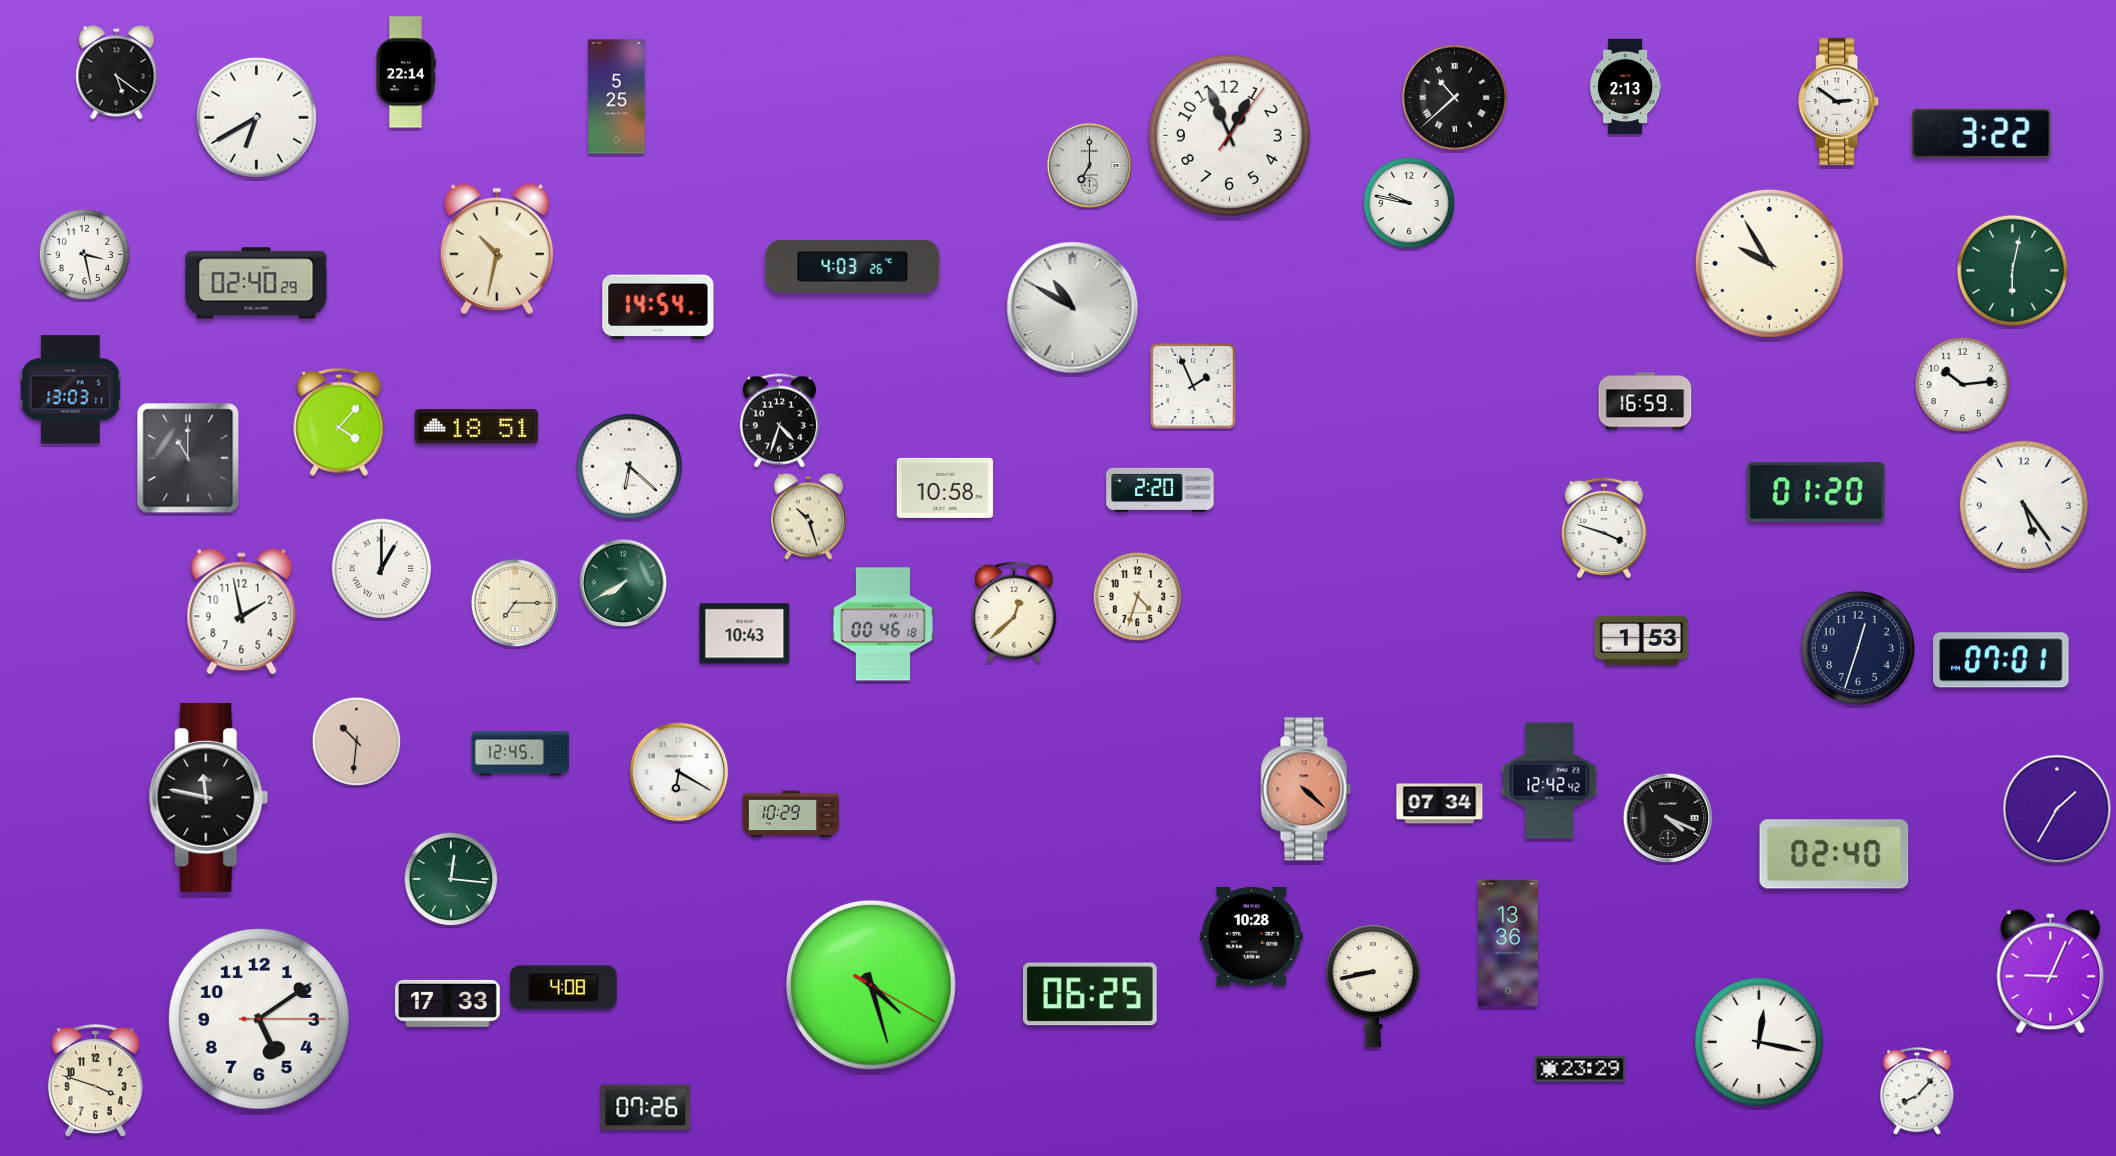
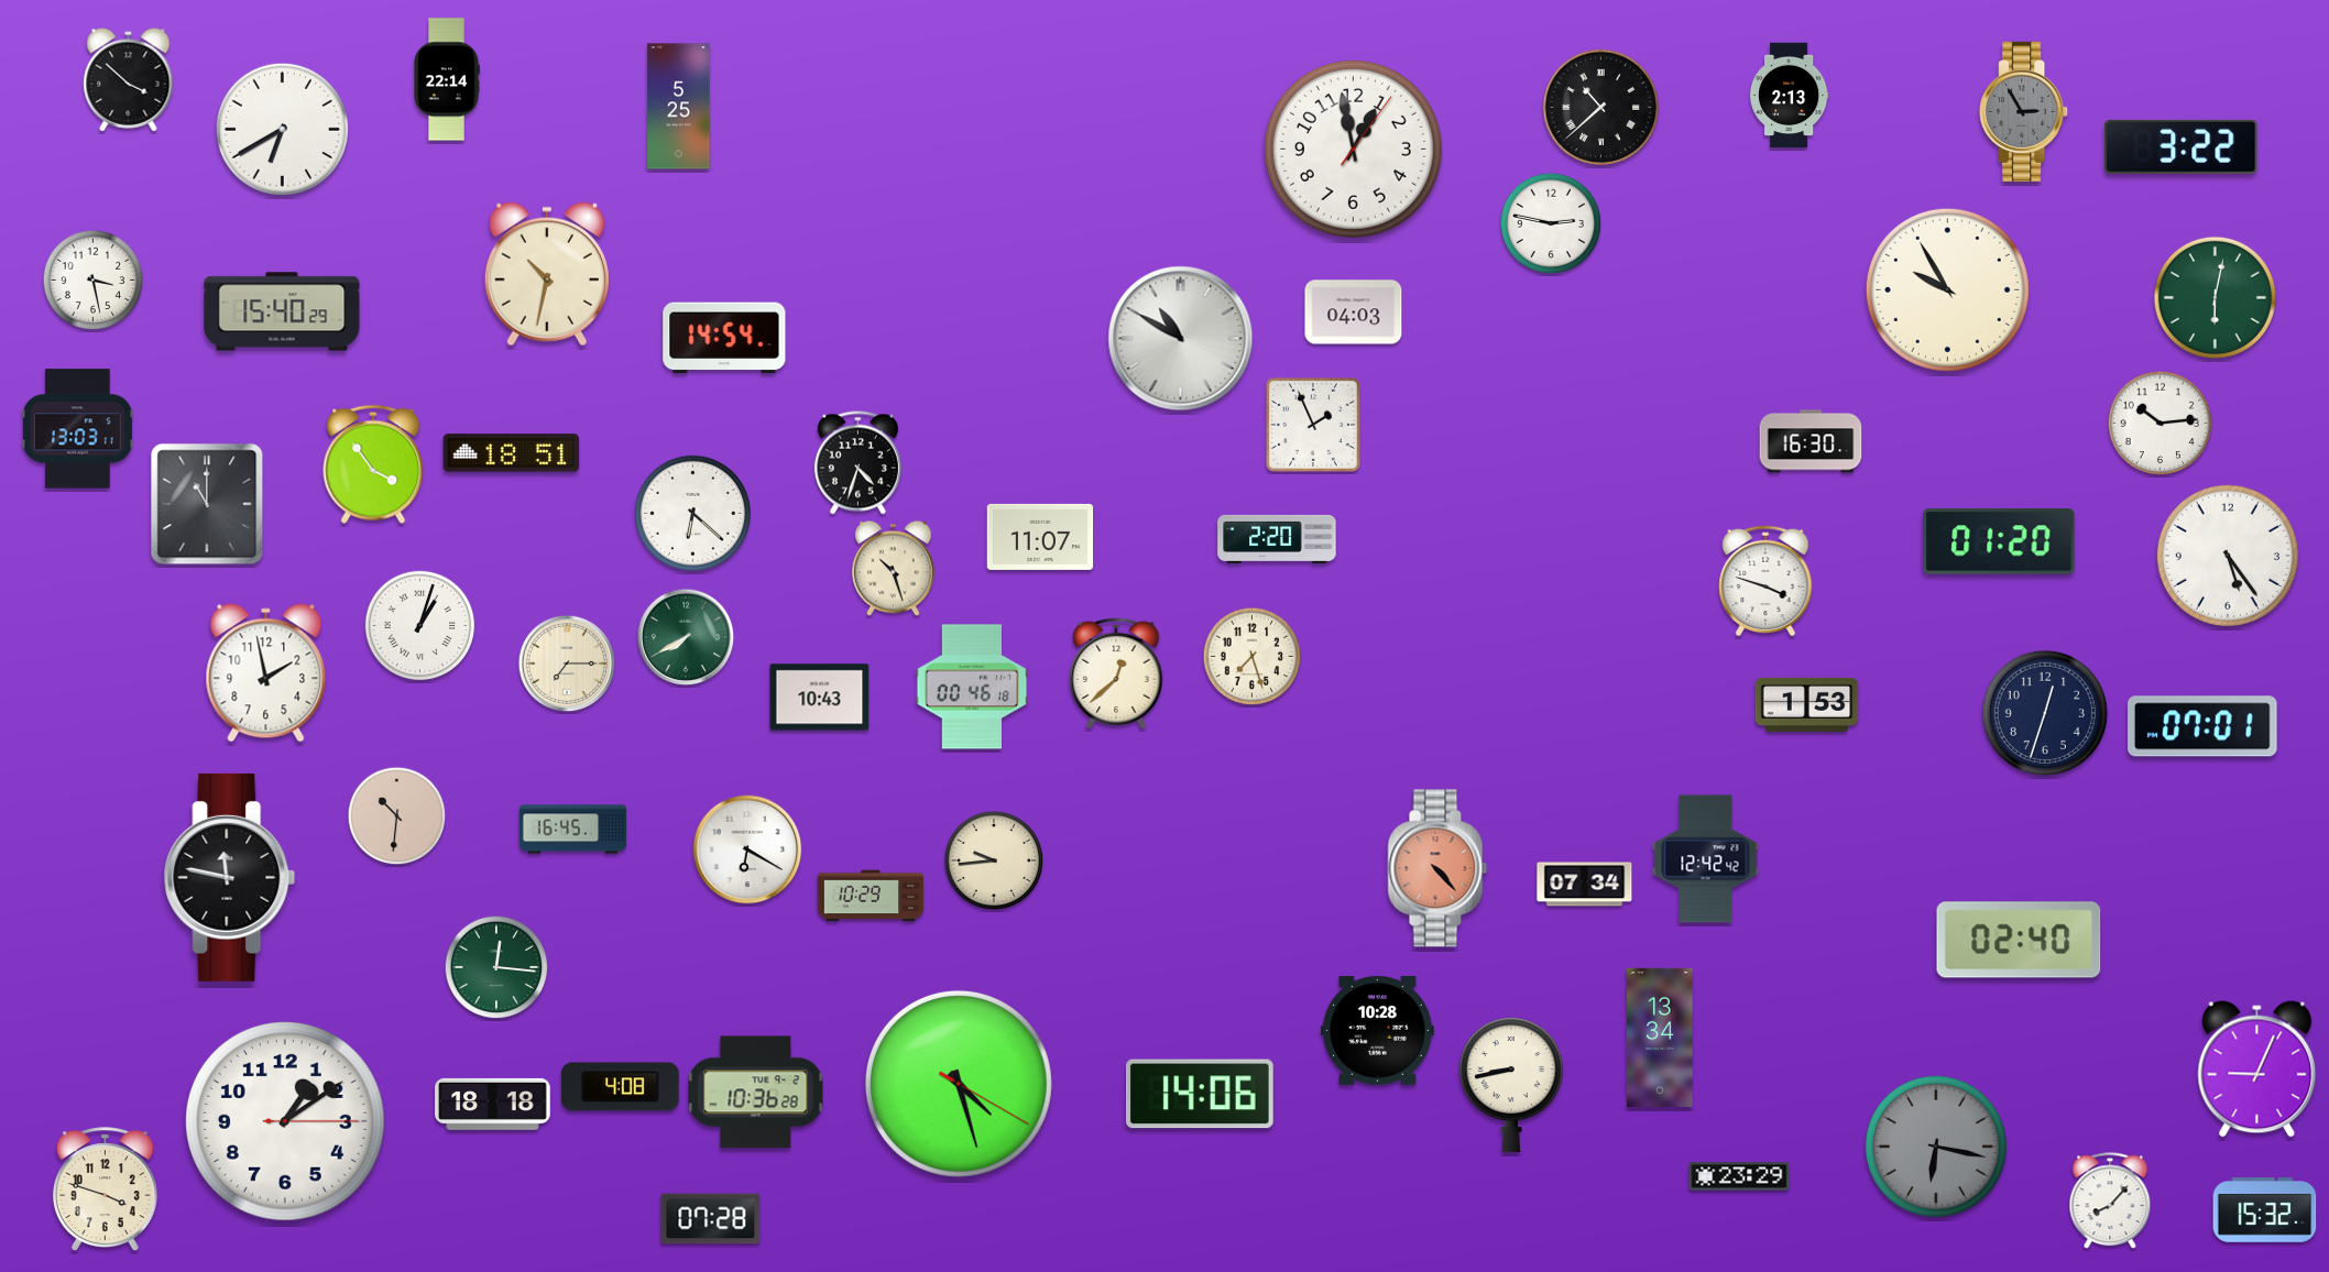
clock at (117, 73): 5:21 -> 3:52
clock at (1839, 101): 2:51 -> 2:55
clock at (1839, 101) dial: white -> grey
clock at (1229, 135): 12:56 -> 12:58
clock at (1090, 166): 7:00 -> none
clock at (1409, 203): 9:47 -> 2:47
clock at (853, 266): 4:03 -> none
clock at (256, 283): 02:40 -> 15:40
clock at (1354, 312): none -> 04:03
clock at (1645, 401): 16:59 -> 16:30
clock at (339, 422): 4:07 -> 3:54
clock at (477, 427) position: (477, 427) -> (512, 453)
clock at (945, 488): 10:58 -> 11:07
clock at (809, 517) position: (809, 517) -> (894, 569)
clock at (382, 569): 1:00 -> 1:03
clock at (623, 583) position: (623, 583) -> (686, 637)
clock at (1138, 597): 4:33 -> 7:27
clock at (357, 742) position: (357, 742) -> (397, 816)
clock at (521, 754): 12:45 -> 16:45
clock at (994, 860): none -> 9:44
clock at (1306, 789): 4:22 -> 4:23
clock at (2057, 809): 1:35 -> none
clock at (1668, 818): 4:19 -> none
clock at (1508, 942): 13:36 -> 13:34
clock at (756, 1093): none -> 10:36
clock at (1091, 994): 06:25 -> 14:06
clock at (448, 1003): 17:33 -> 18:18
clock at (259, 1019): 5:09 -> 1:09
clock at (1759, 1042): 12:17 -> 6:17
clock at (1759, 1042) dial: white -> grey
clock at (2265, 1210): none -> 15:32
clock at (646, 1108): 07:26 -> 07:28
